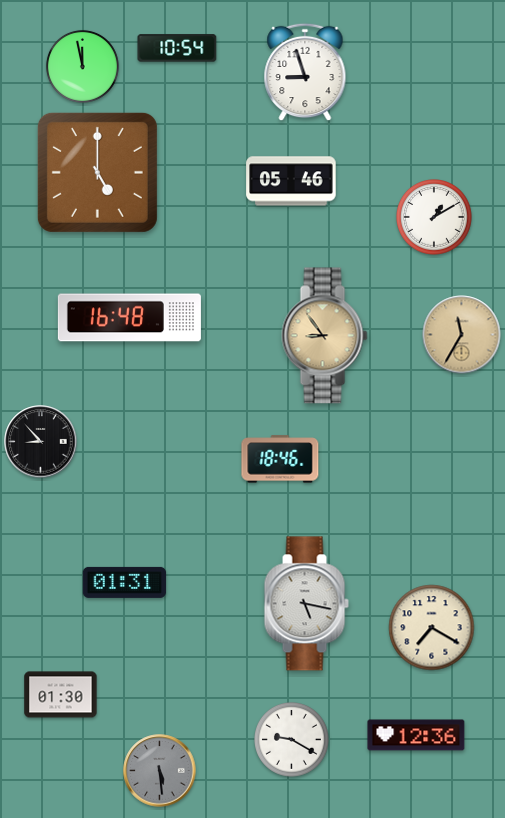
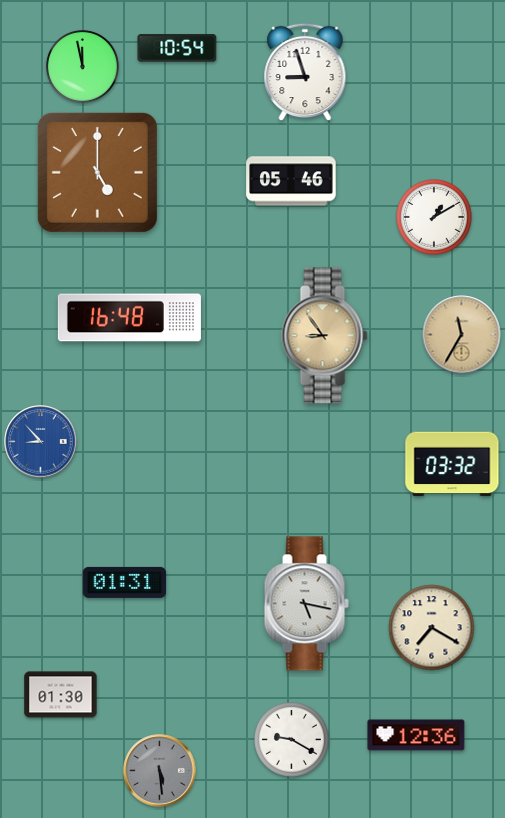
clock at (41, 442) dial: black -> blue
clock at (280, 459): 18:46 -> none
clock at (452, 464): none -> 03:32
